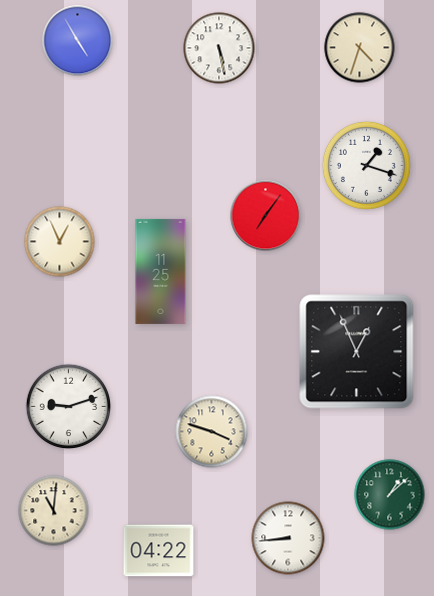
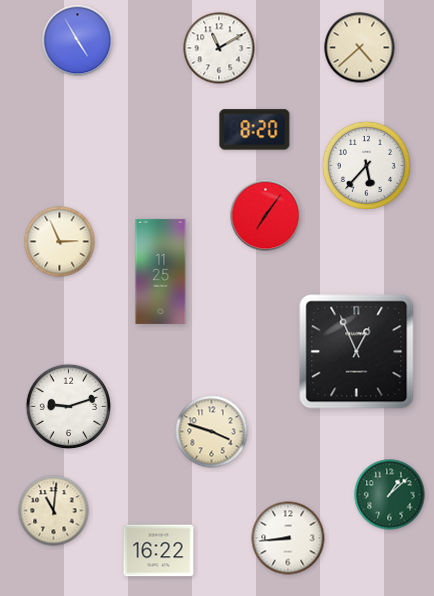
clock at (219, 48): 5:28 -> 11:10
clock at (360, 48): 4:33 -> 4:38
clock at (255, 130): none -> 8:20
clock at (366, 165): 1:18 -> 5:37
clock at (60, 242): 12:56 -> 2:56
clock at (159, 551): 04:22 -> 16:22
